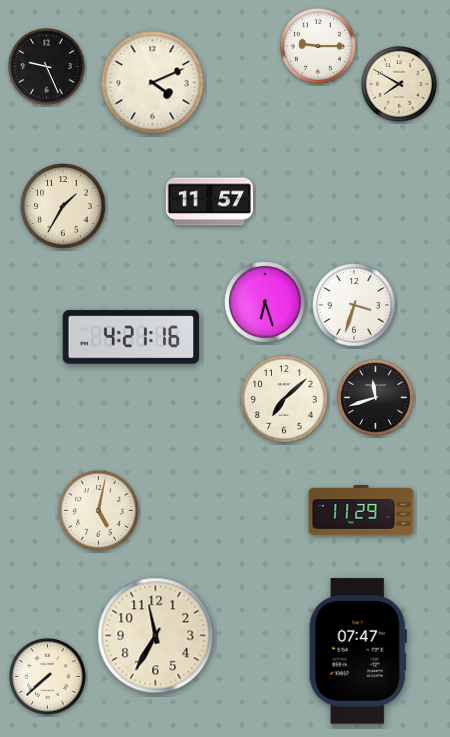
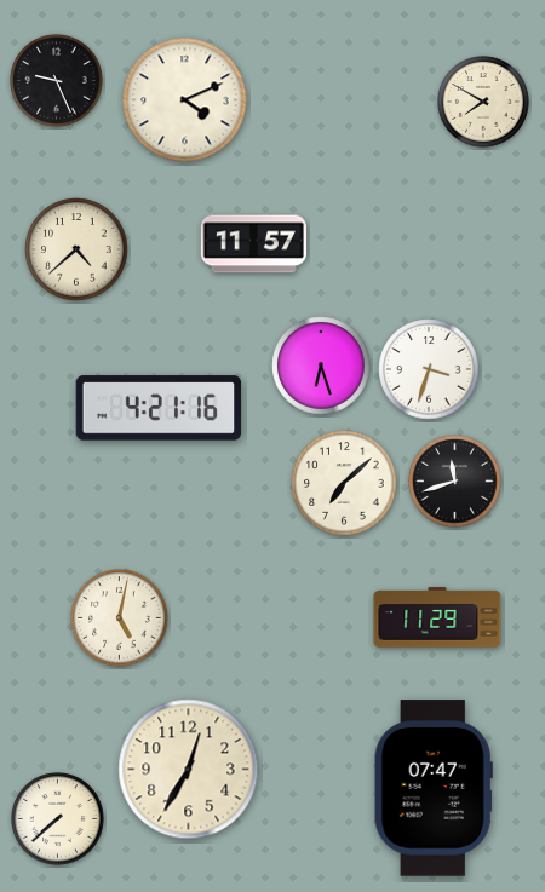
clock at (318, 46): 9:15 -> none
clock at (63, 206): 1:35 -> 4:38
clock at (156, 636): 11:35 -> 12:35
